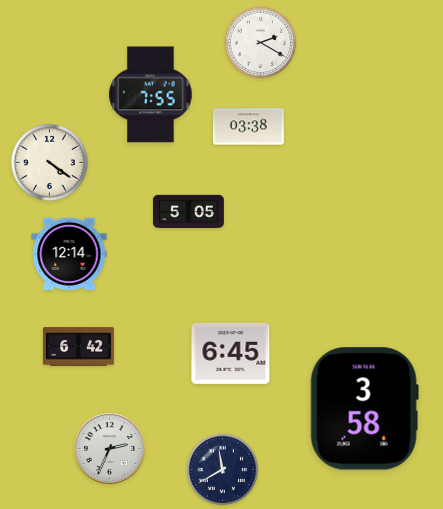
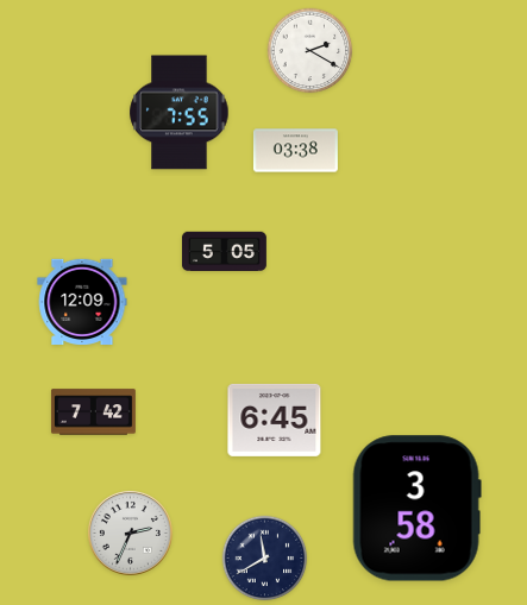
clock at (49, 162): 4:21 -> none
clock at (69, 253): 12:14 -> 12:09
clock at (78, 347): 6:42 -> 7:42
clock at (364, 409) position: (364, 409) -> (416, 509)
